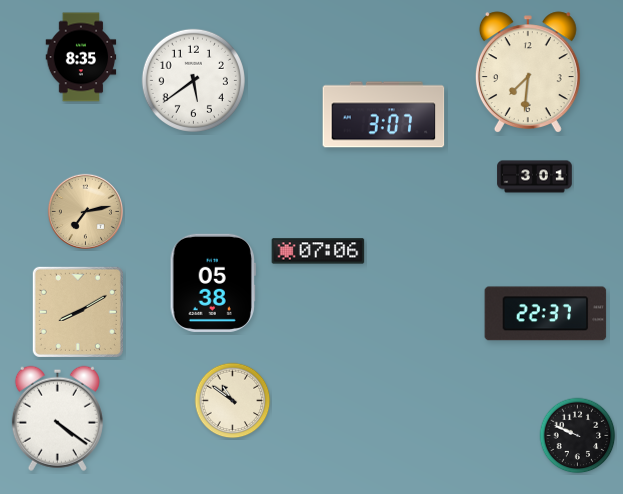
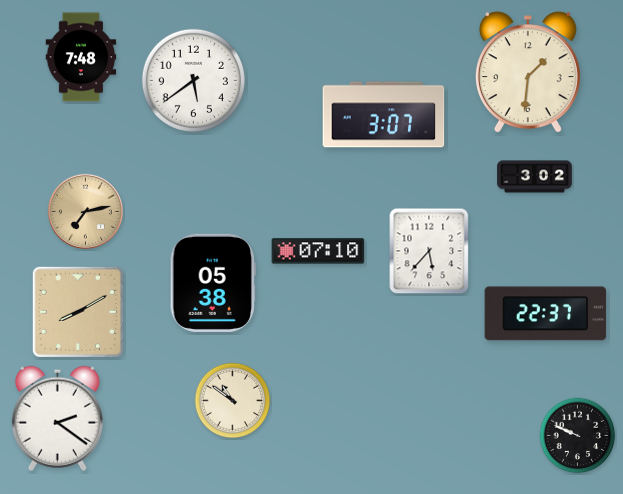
clock at (81, 57): 8:35 -> 7:48
clock at (528, 72): 7:31 -> 1:31
clock at (535, 177): 3:01 -> 3:02
clock at (318, 251): 07:06 -> 07:10
clock at (429, 251): none -> 5:37
clock at (57, 418): 4:21 -> 2:21
